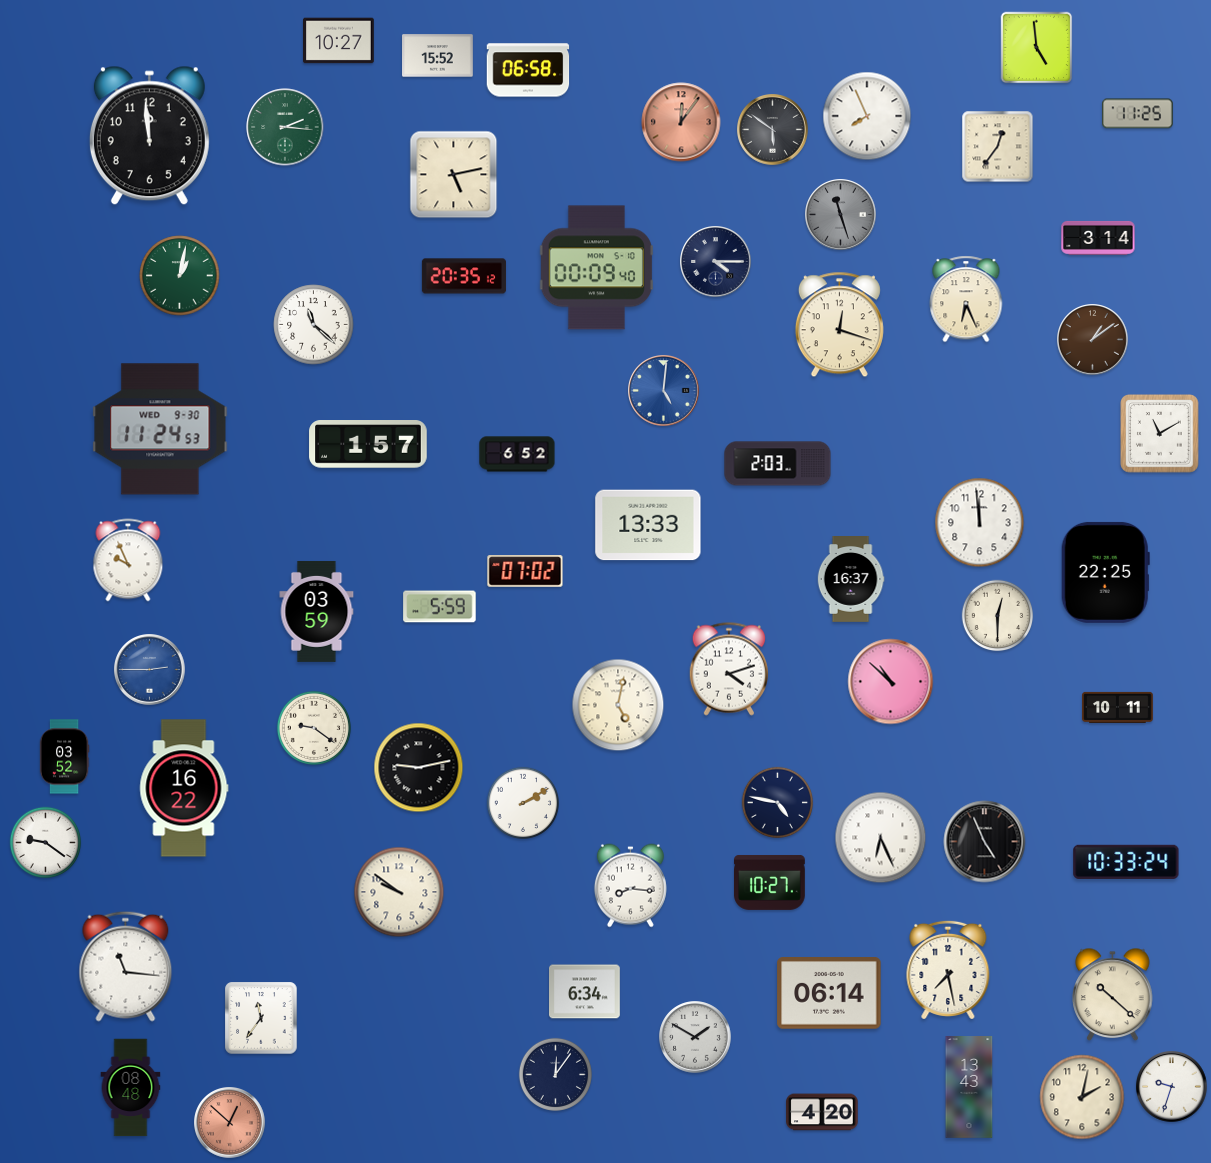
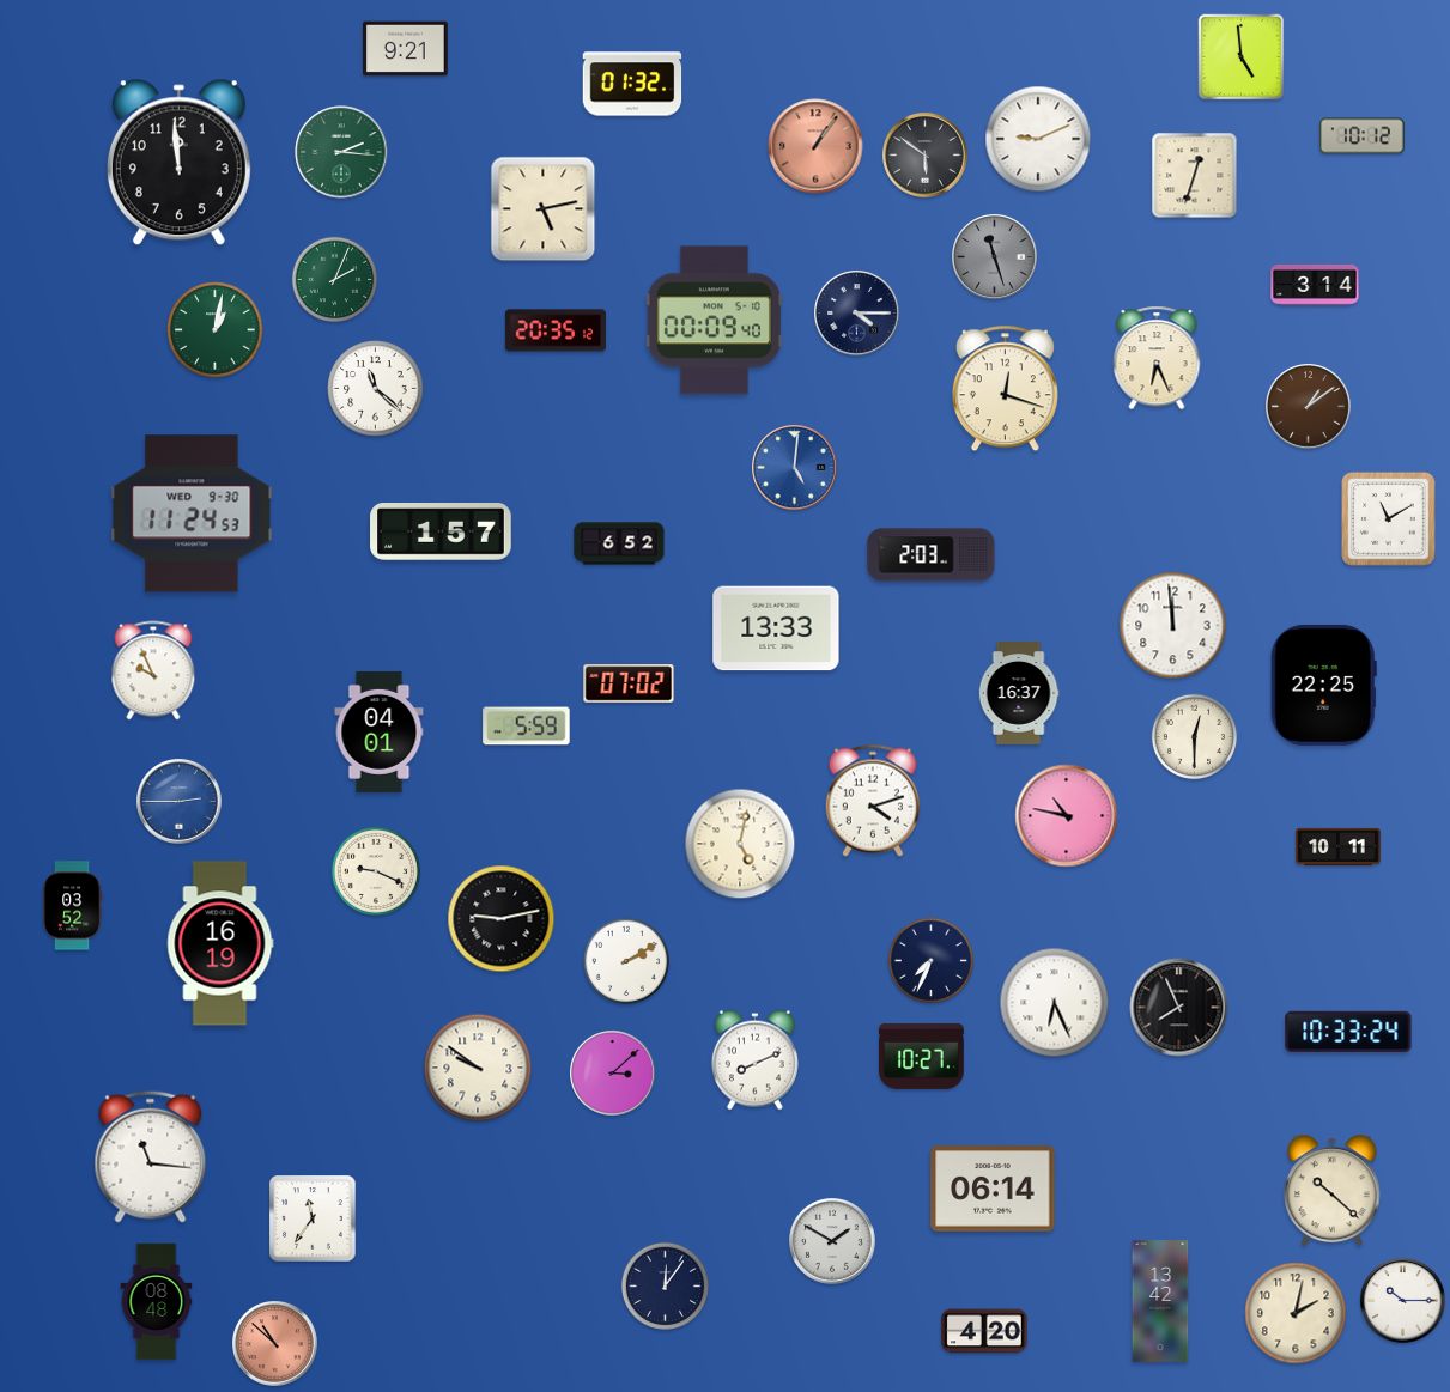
clock at (339, 41): 10:27 -> 9:21
clock at (438, 56): 15:52 -> none
clock at (528, 70): 06:58 -> 01:32
clock at (1138, 114): 11:25 -> 10:12
clock at (867, 116): 7:56 -> 9:11
clock at (681, 122): 12:06 -> 1:06
clock at (998, 147): 12:36 -> 12:33
clock at (841, 215) position: (841, 215) -> (995, 257)
clock at (335, 280): none -> 2:04
clock at (317, 611): 03:59 -> 04:01
clock at (891, 682): 10:52 -> 10:47
clock at (314, 728): 9:21 -> 9:19
clock at (64, 757) position: (64, 757) -> (72, 906)
clock at (184, 788): 16:22 -> 16:19
clock at (778, 803): 4:47 -> 7:34
clock at (985, 842): 4:56 -> 7:56
clock at (46, 843): 9:21 -> none
clock at (630, 886): 8:16 -> 8:11
clock at (613, 1074): none -> 3:08
clock at (948, 969): 7:28 -> none
clock at (585, 992): 6:34 -> none
clock at (969, 1087): 13:43 -> 13:42
clock at (1172, 1087): 9:33 -> 10:15
clock at (230, 1123): 12:52 -> 10:52
